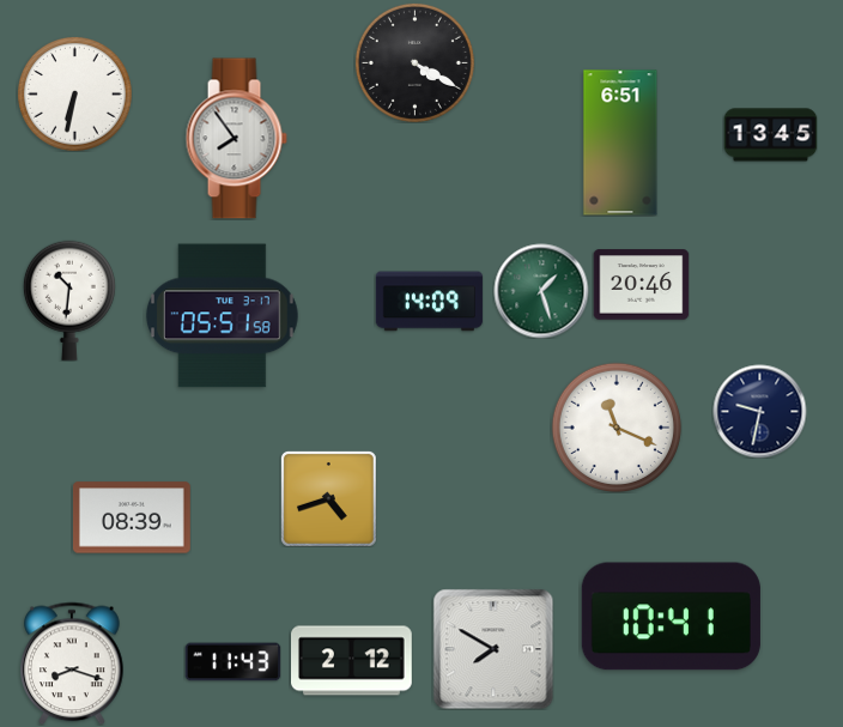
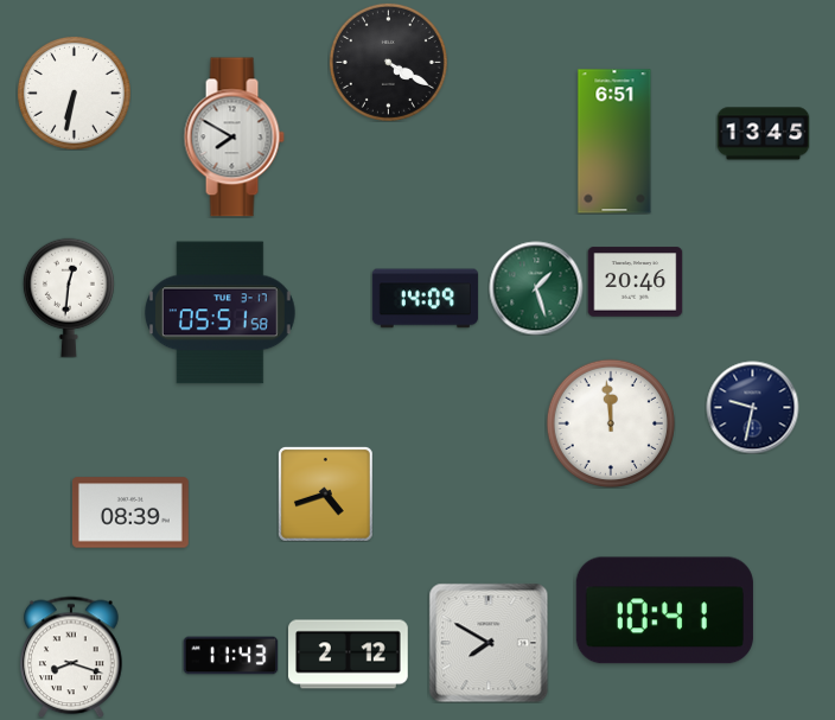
clock at (414, 62) position: (414, 62) -> (388, 62)
clock at (236, 139): 7:54 -> 7:50
clock at (69, 301): 10:31 -> 12:31
clock at (615, 426): 11:19 -> 11:59
